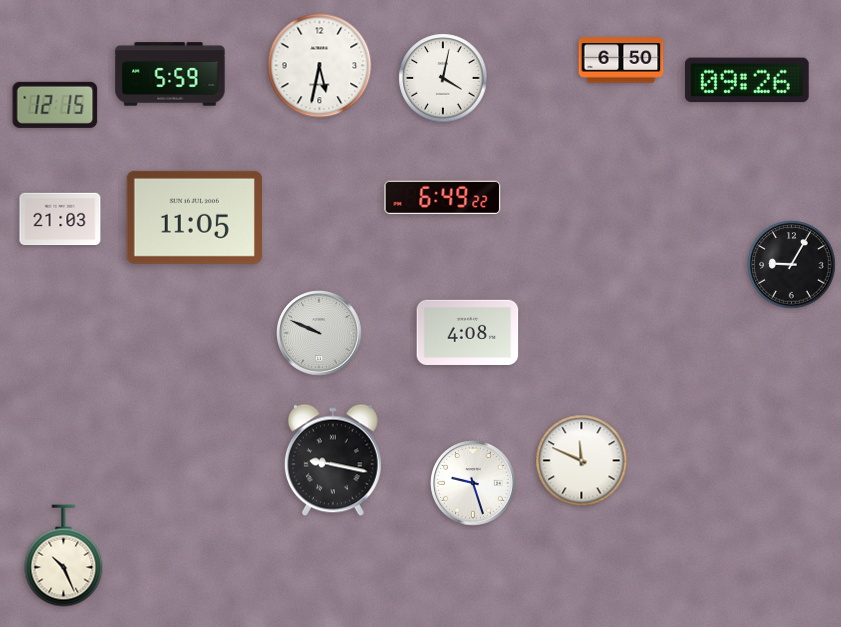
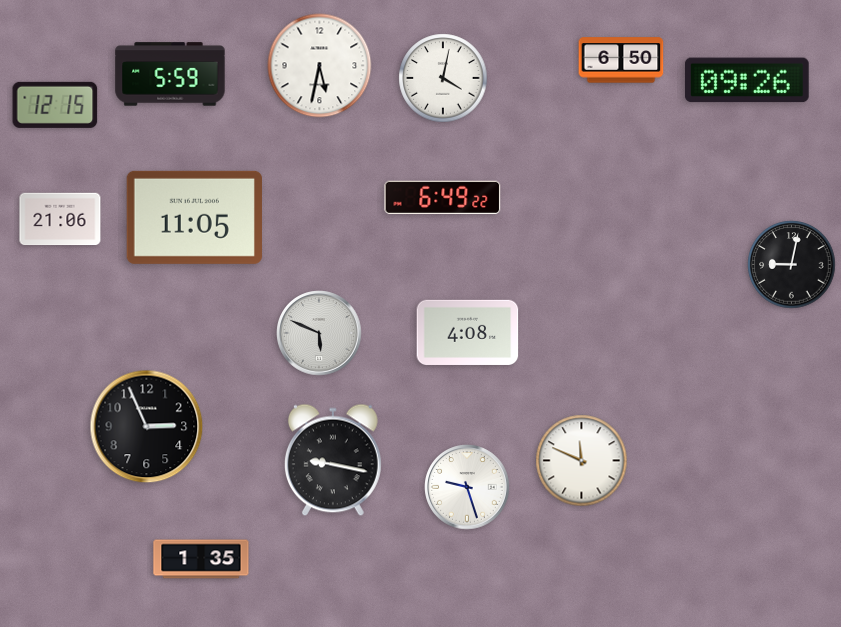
clock at (60, 219): 21:03 -> 21:06
clock at (792, 265): 9:05 -> 9:02
clock at (319, 333): 9:49 -> 5:49
clock at (147, 427): none -> 2:56
clock at (473, 483) position: (473, 483) -> (467, 487)
clock at (64, 556): 10:26 -> none
clock at (201, 559): none -> 1:35
